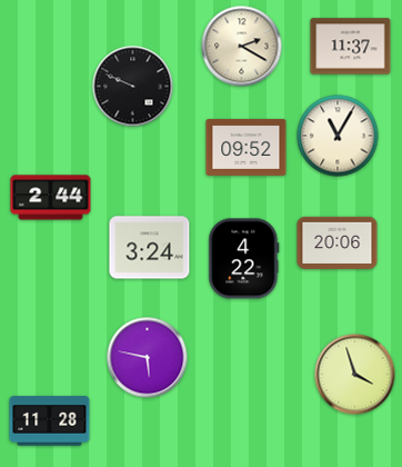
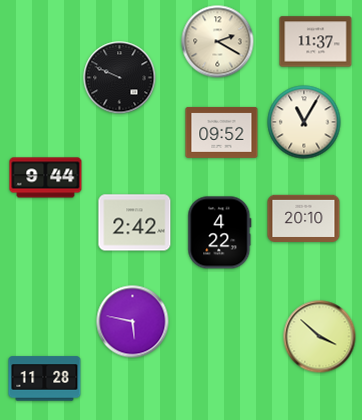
clock at (51, 198): 2:44 -> 9:44
clock at (338, 242): 20:06 -> 20:10
clock at (150, 248): 3:24 -> 2:42
clock at (355, 375): 3:57 -> 3:52
